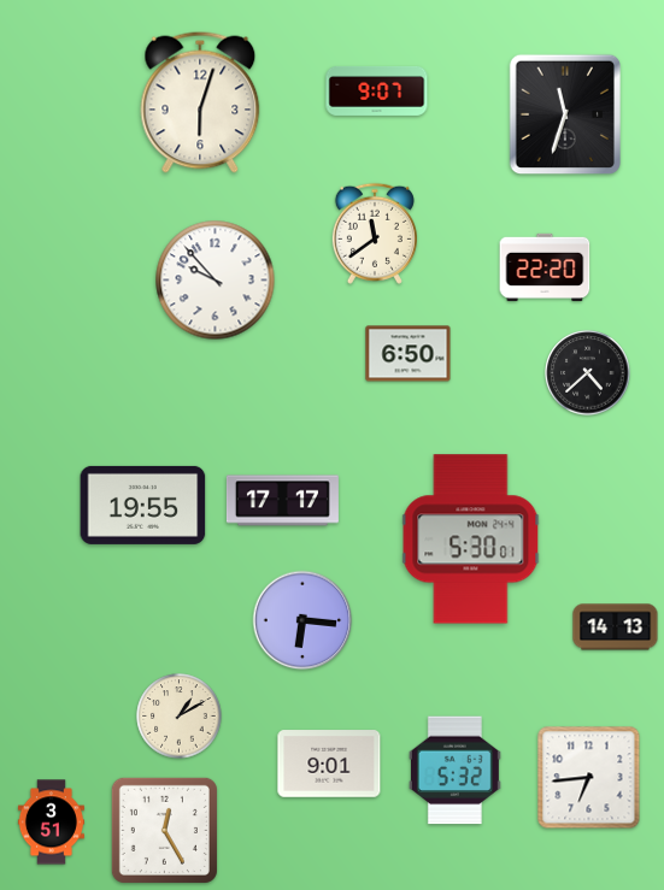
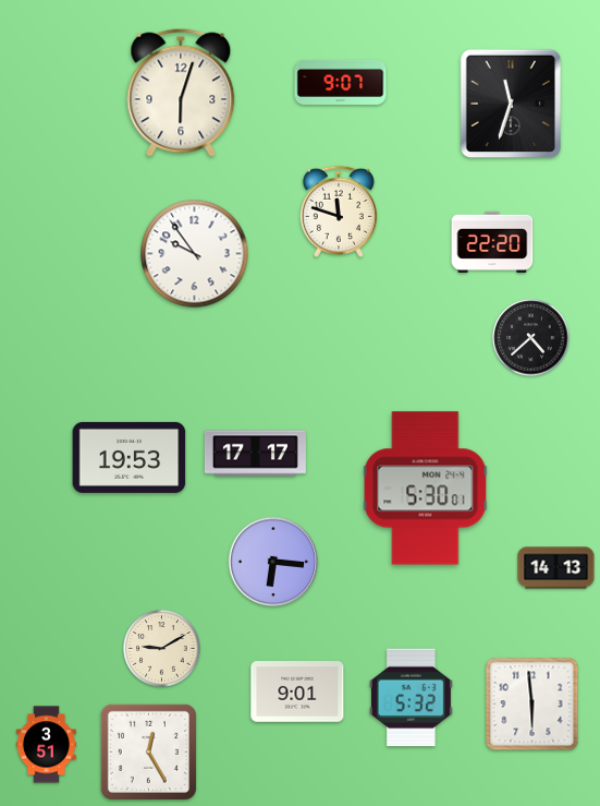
clock at (375, 234): 11:39 -> 11:48
clock at (216, 281): 9:53 -> 9:54
clock at (409, 354): 6:50 -> none
clock at (143, 505): 19:55 -> 19:53
clock at (180, 717): 1:10 -> 9:10
clock at (589, 778): 6:44 -> 5:59
